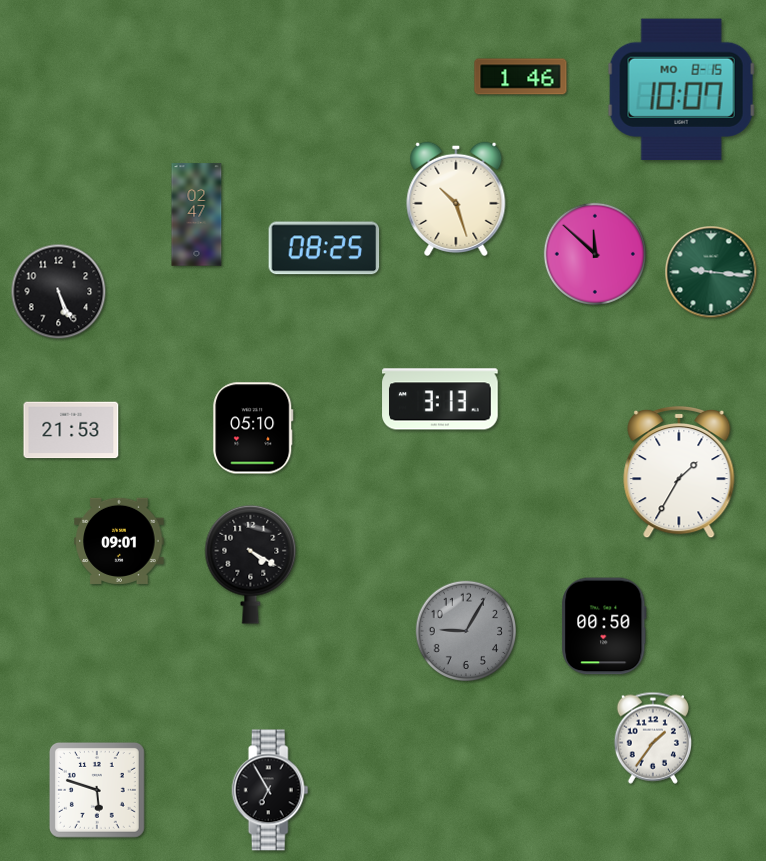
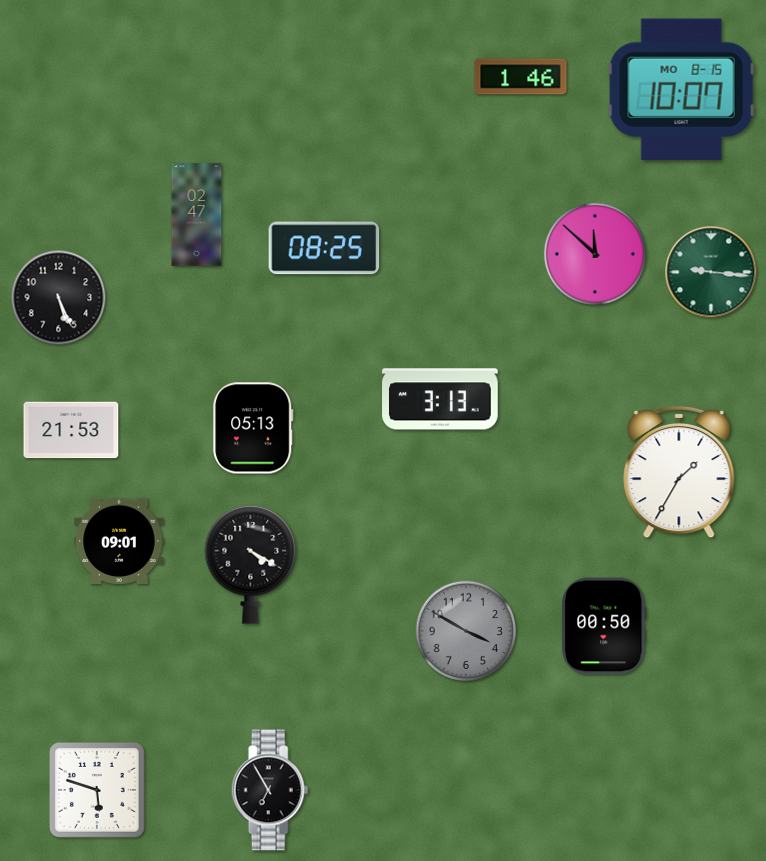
clock at (456, 199): 10:27 -> none
clock at (59, 292) position: (59, 292) -> (59, 298)
clock at (253, 428): 05:10 -> 05:13
clock at (465, 630): 9:05 -> 3:50
clock at (652, 738): 1:36 -> none
